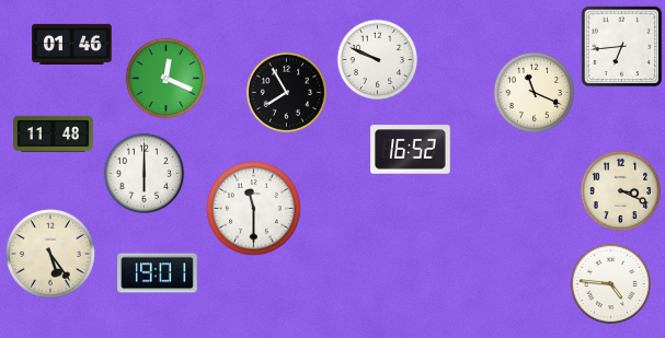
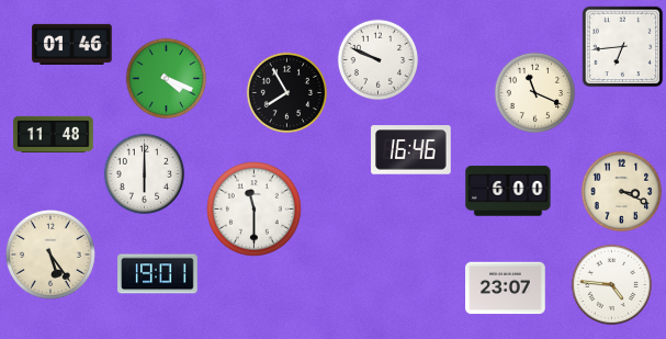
clock at (167, 79): 12:19 -> 4:19
clock at (411, 150): 16:52 -> 16:46
clock at (508, 191): none -> 6:00
clock at (506, 289): none -> 23:07
